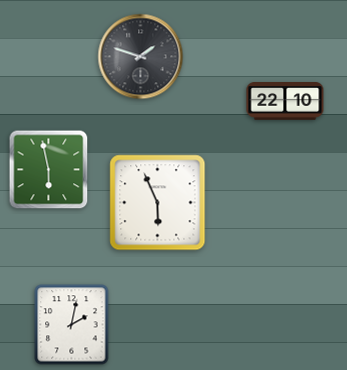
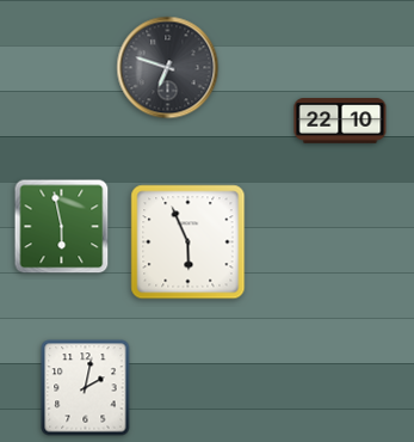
clock at (141, 57): 1:48 -> 6:48
clock at (49, 170) position: (49, 170) -> (62, 227)
